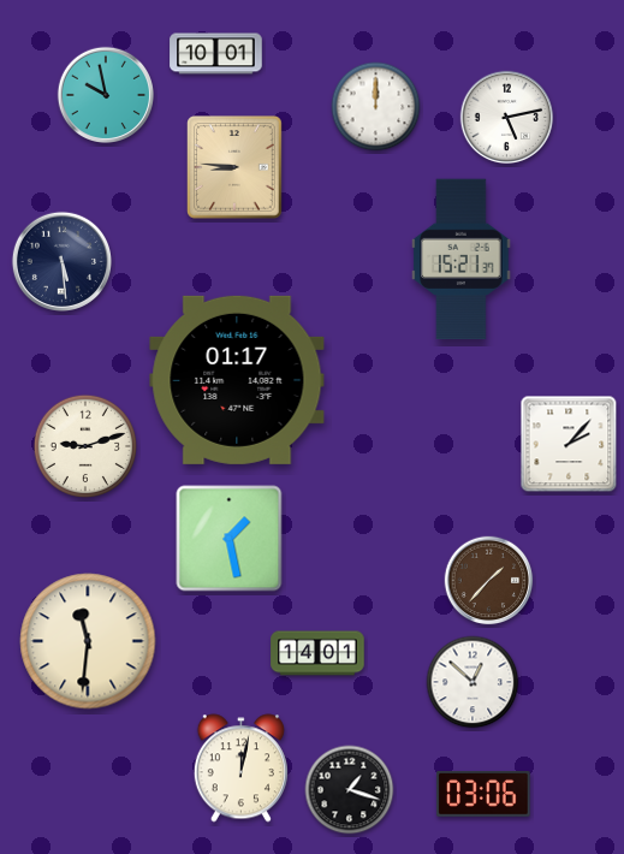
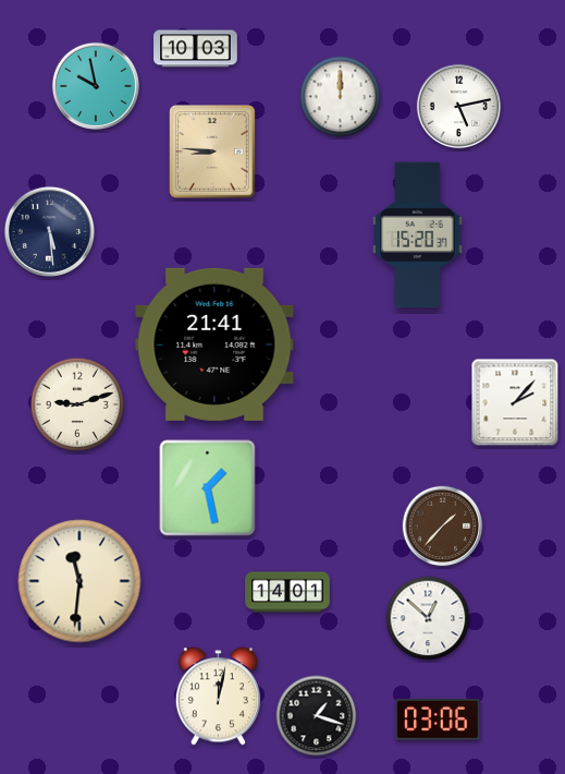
clock at (216, 54): 10:01 -> 10:03
clock at (462, 260): 15:21 -> 15:20
clock at (61, 261) position: (61, 261) -> (49, 231)
clock at (237, 380): 01:17 -> 21:41
